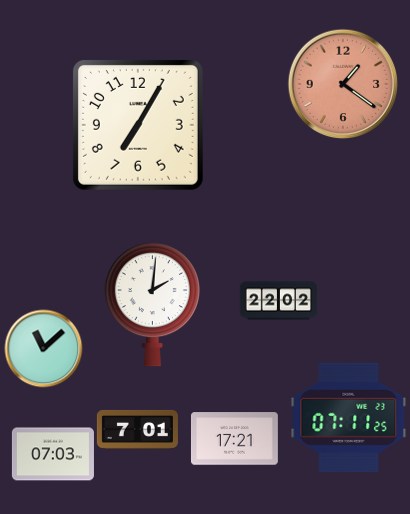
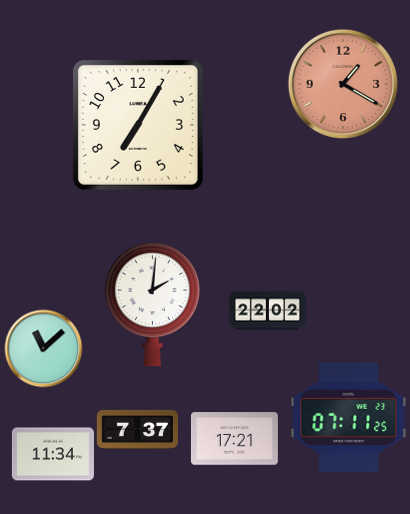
clock at (343, 84): 1:21 -> 1:20
clock at (278, 301) position: (278, 301) -> (267, 311)
clock at (137, 429): 7:01 -> 7:37
clock at (53, 454): 07:03 -> 11:34
